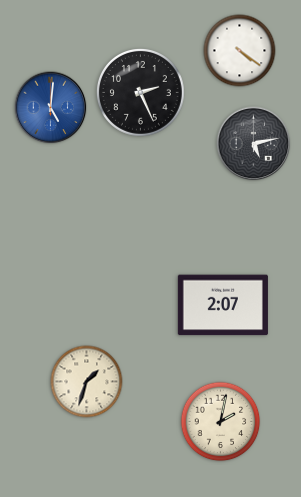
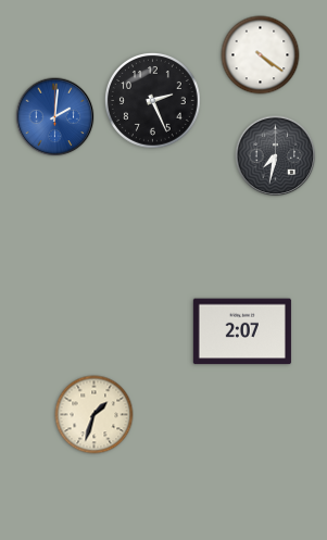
clock at (51, 108): 5:01 -> 2:01
clock at (254, 144): 5:13 -> 7:32
clock at (221, 422): 2:02 -> none
